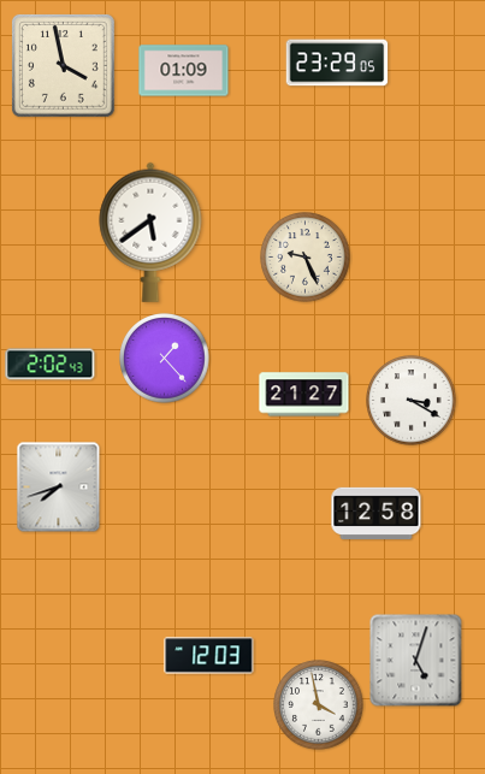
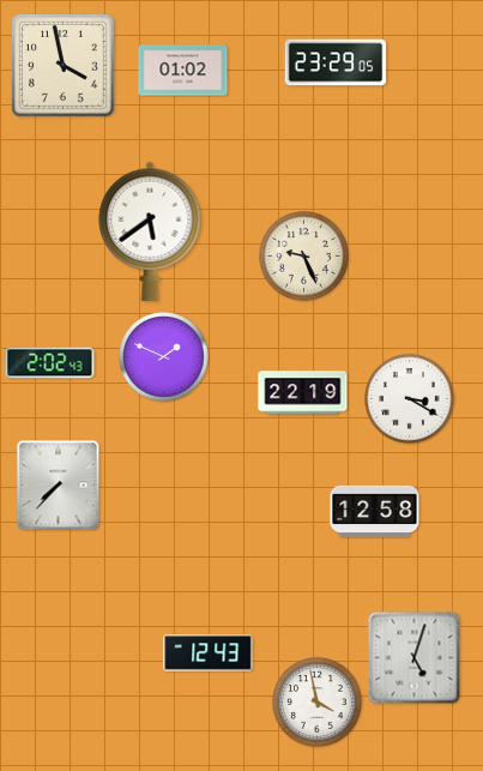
clock at (184, 71): 01:09 -> 01:02
clock at (165, 359): 1:23 -> 1:49
clock at (304, 395): 21:27 -> 22:19
clock at (59, 488): 7:42 -> 7:37
clock at (209, 656): 12:03 -> 12:43
